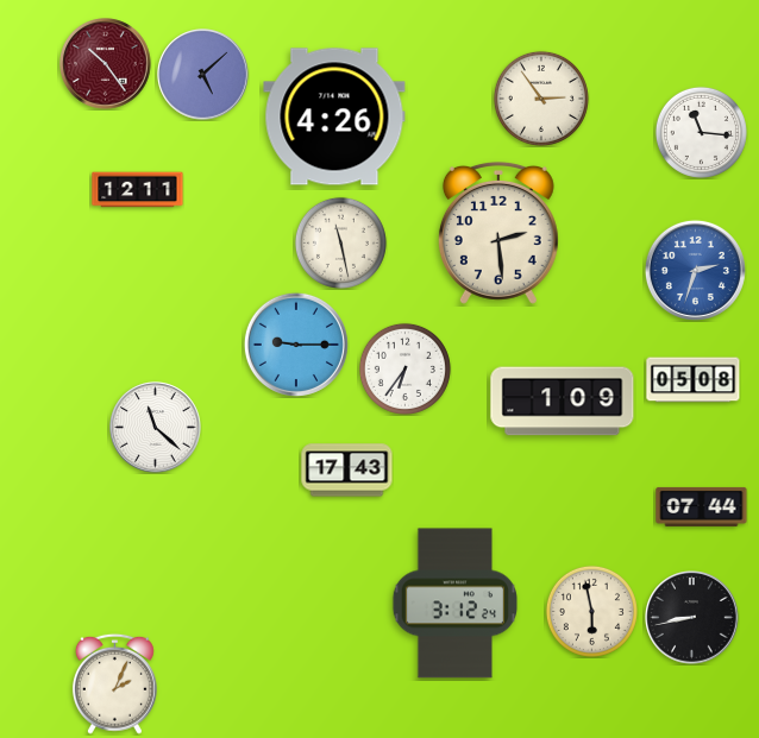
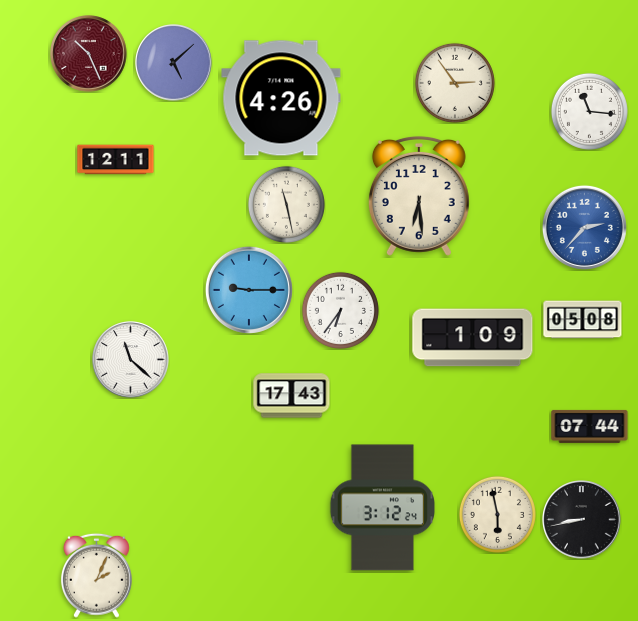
clock at (106, 64): 10:24 -> 10:26
clock at (203, 75) position: (203, 75) -> (174, 63)
clock at (498, 233): 2:29 -> 6:29
clock at (695, 270): 2:33 -> 2:37
